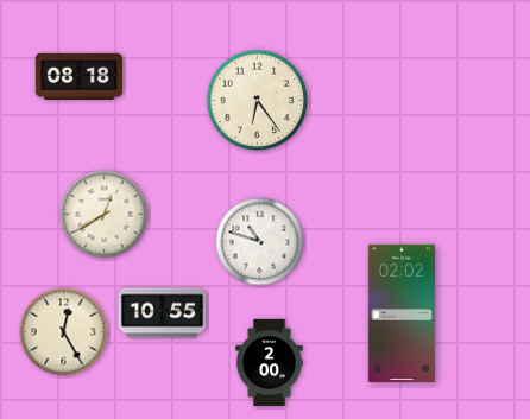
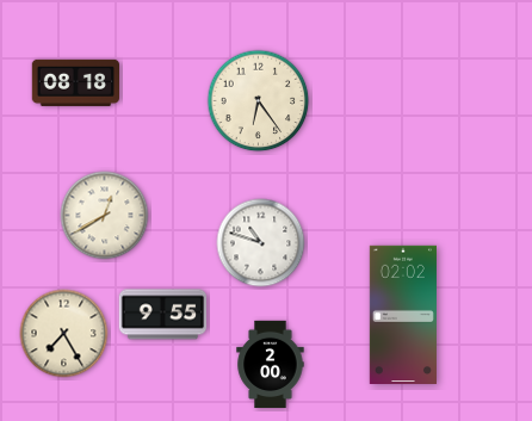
clock at (78, 76) position: (78, 76) -> (75, 82)
clock at (163, 313): 10:55 -> 9:55
clock at (64, 332): 12:25 -> 7:25
